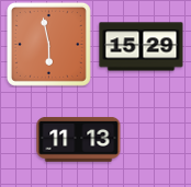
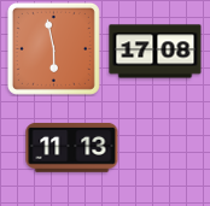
clock at (142, 47): 15:29 -> 17:08
clock at (79, 139) position: (79, 139) -> (72, 147)
